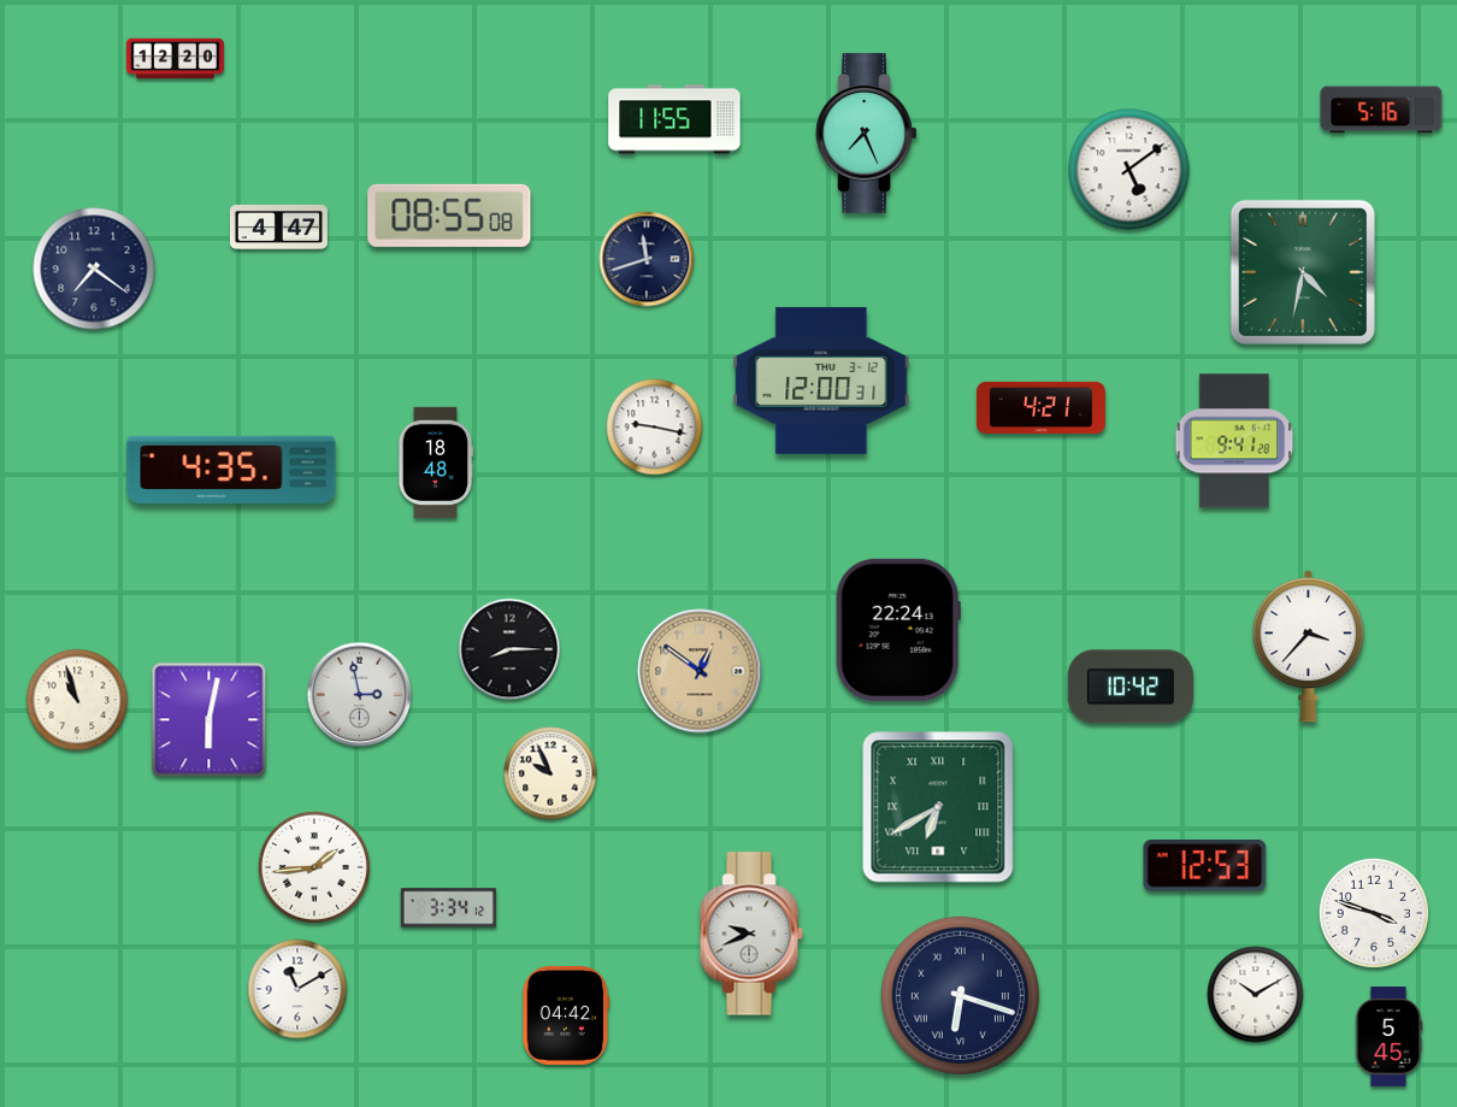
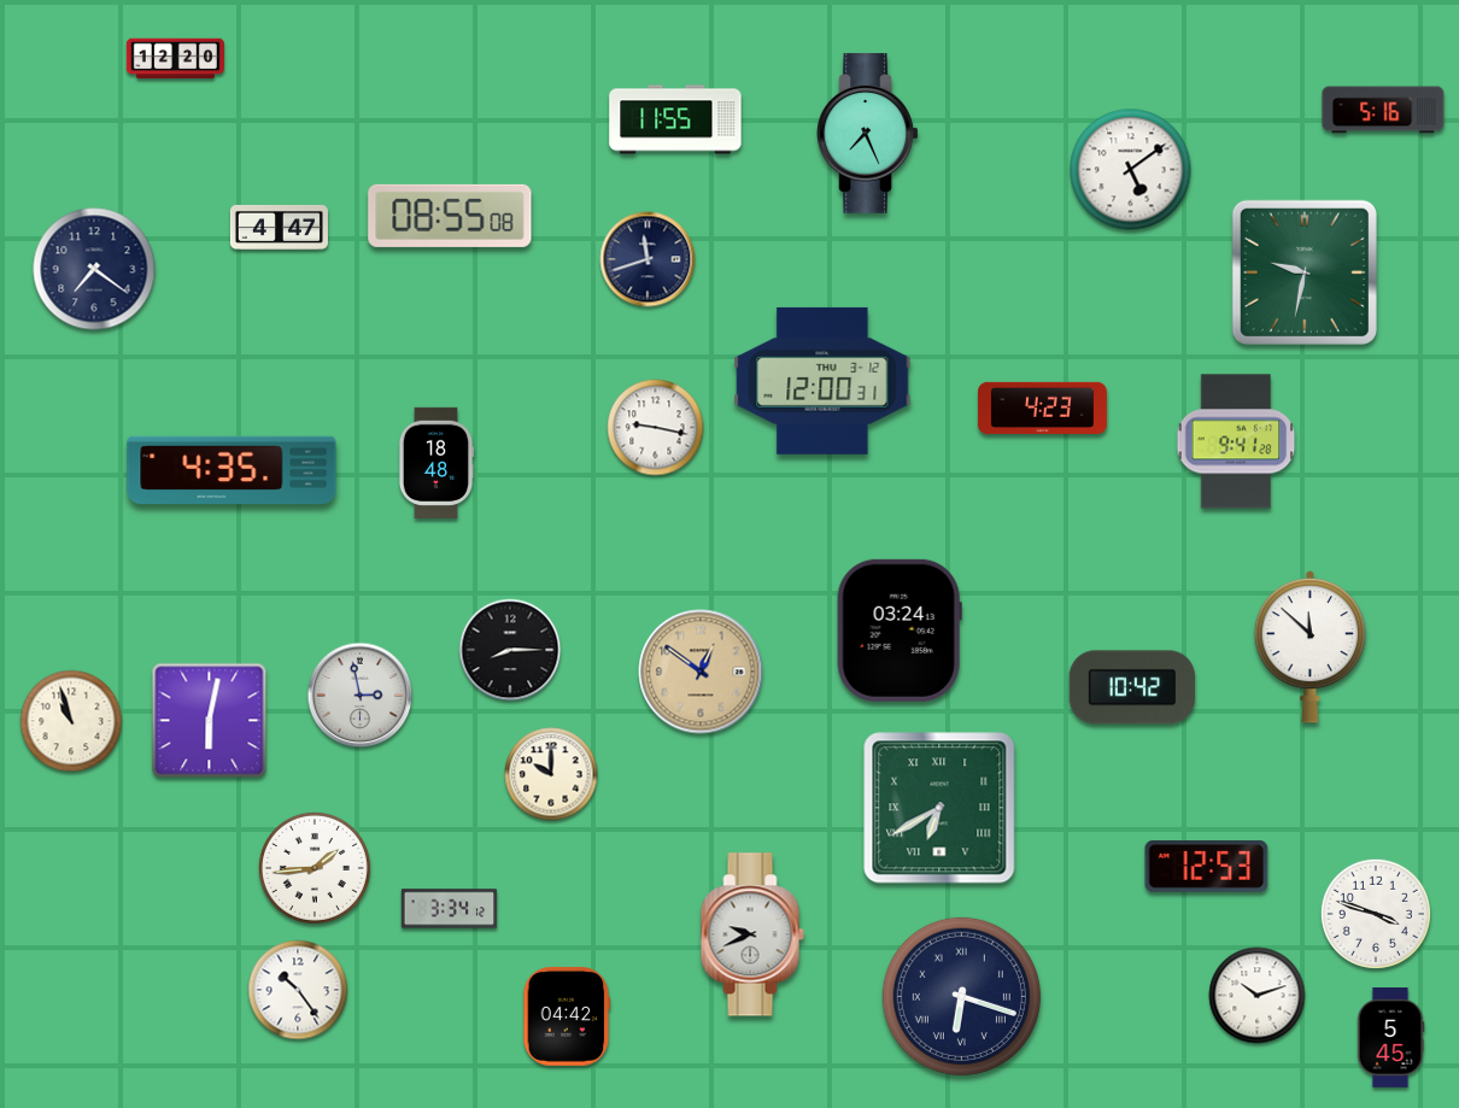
clock at (1303, 272): 4:32 -> 9:32
clock at (1040, 407): 4:21 -> 4:23
clock at (898, 630): 22:24 -> 03:24
clock at (1308, 646): 3:37 -> 11:52
clock at (77, 700) position: (77, 700) -> (71, 721)
clock at (550, 773): 9:56 -> 10:00
clock at (297, 989): 11:10 -> 10:24
clock at (1256, 995): 10:10 -> 10:12
